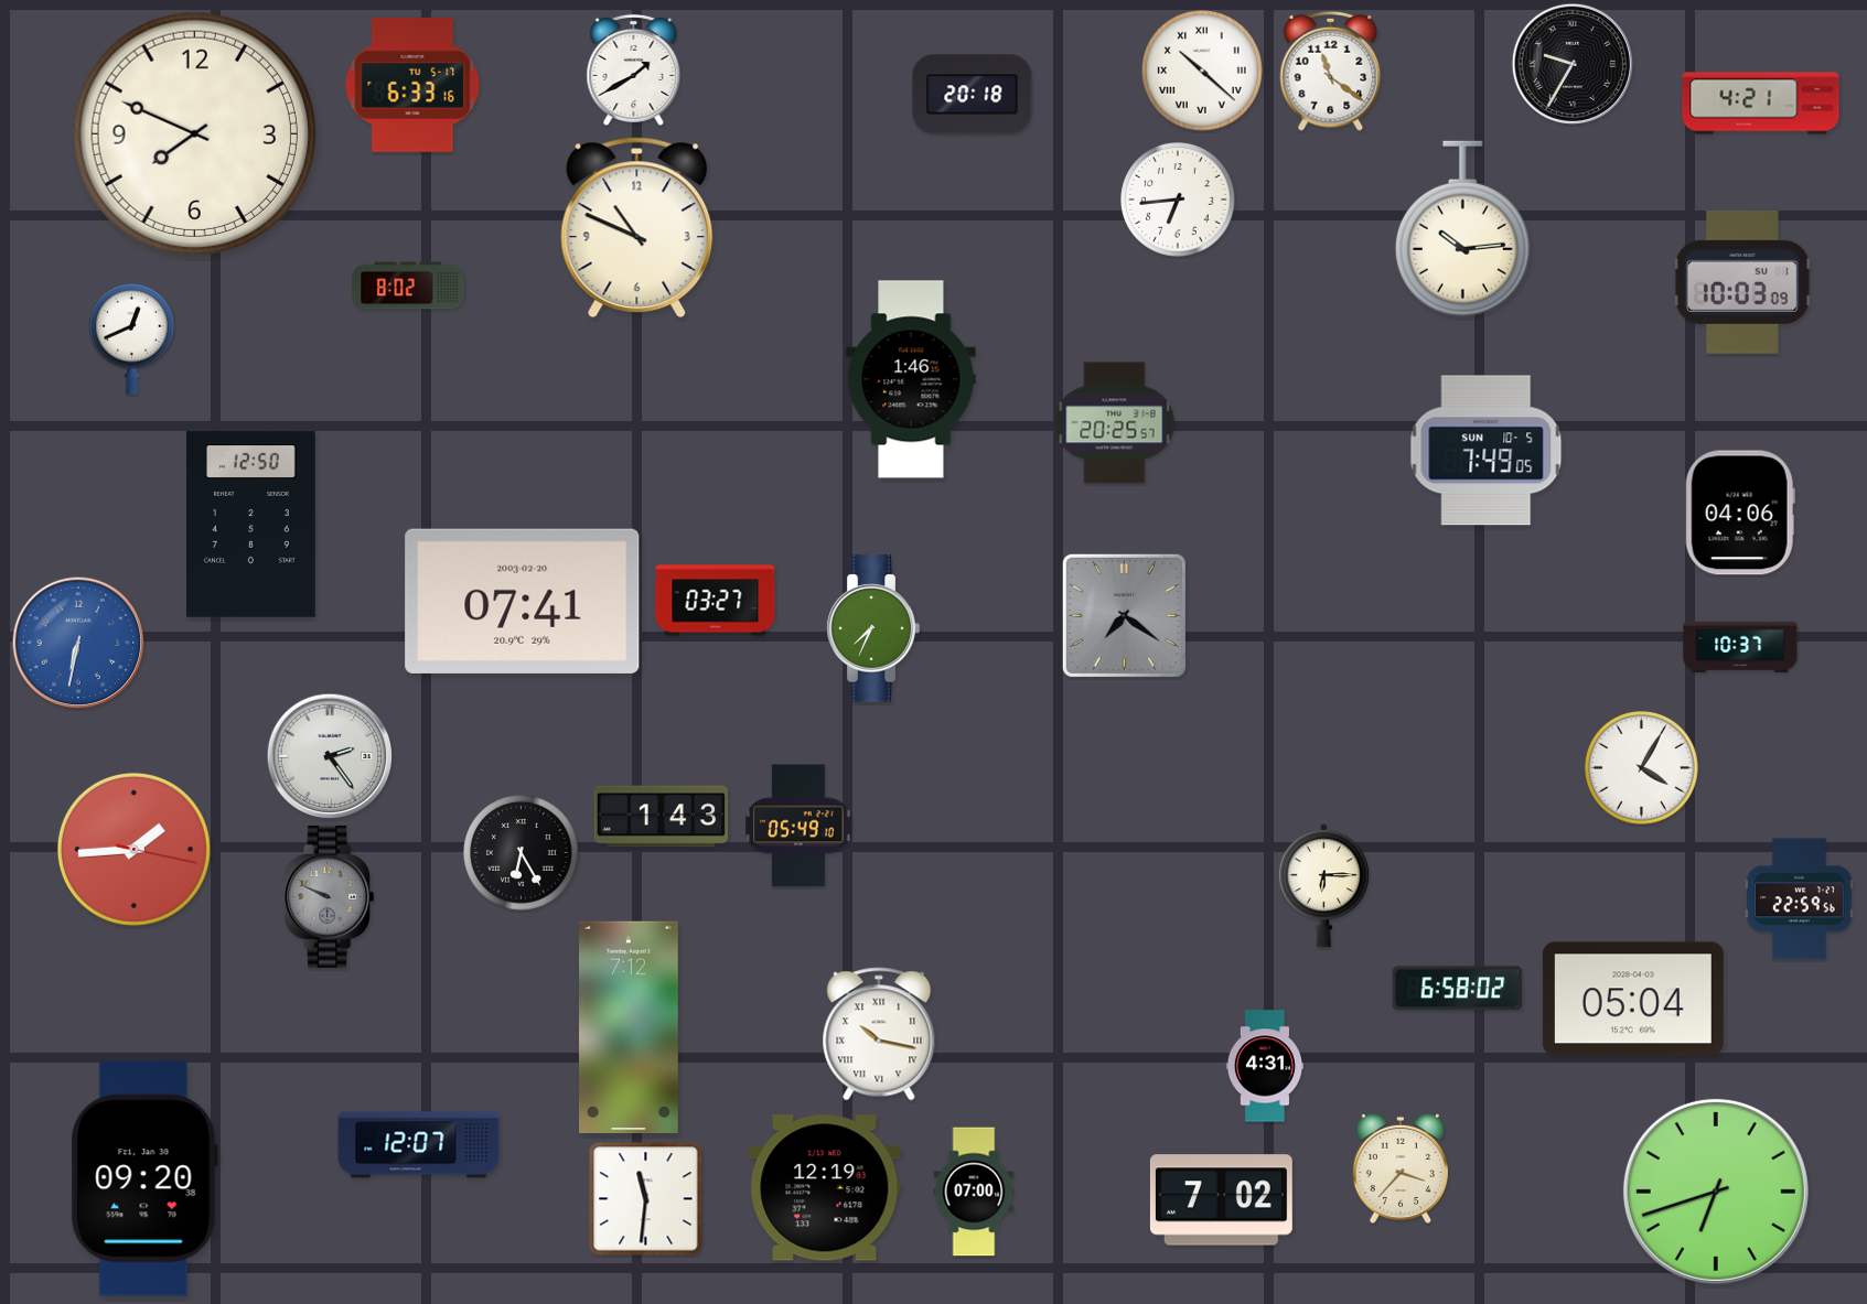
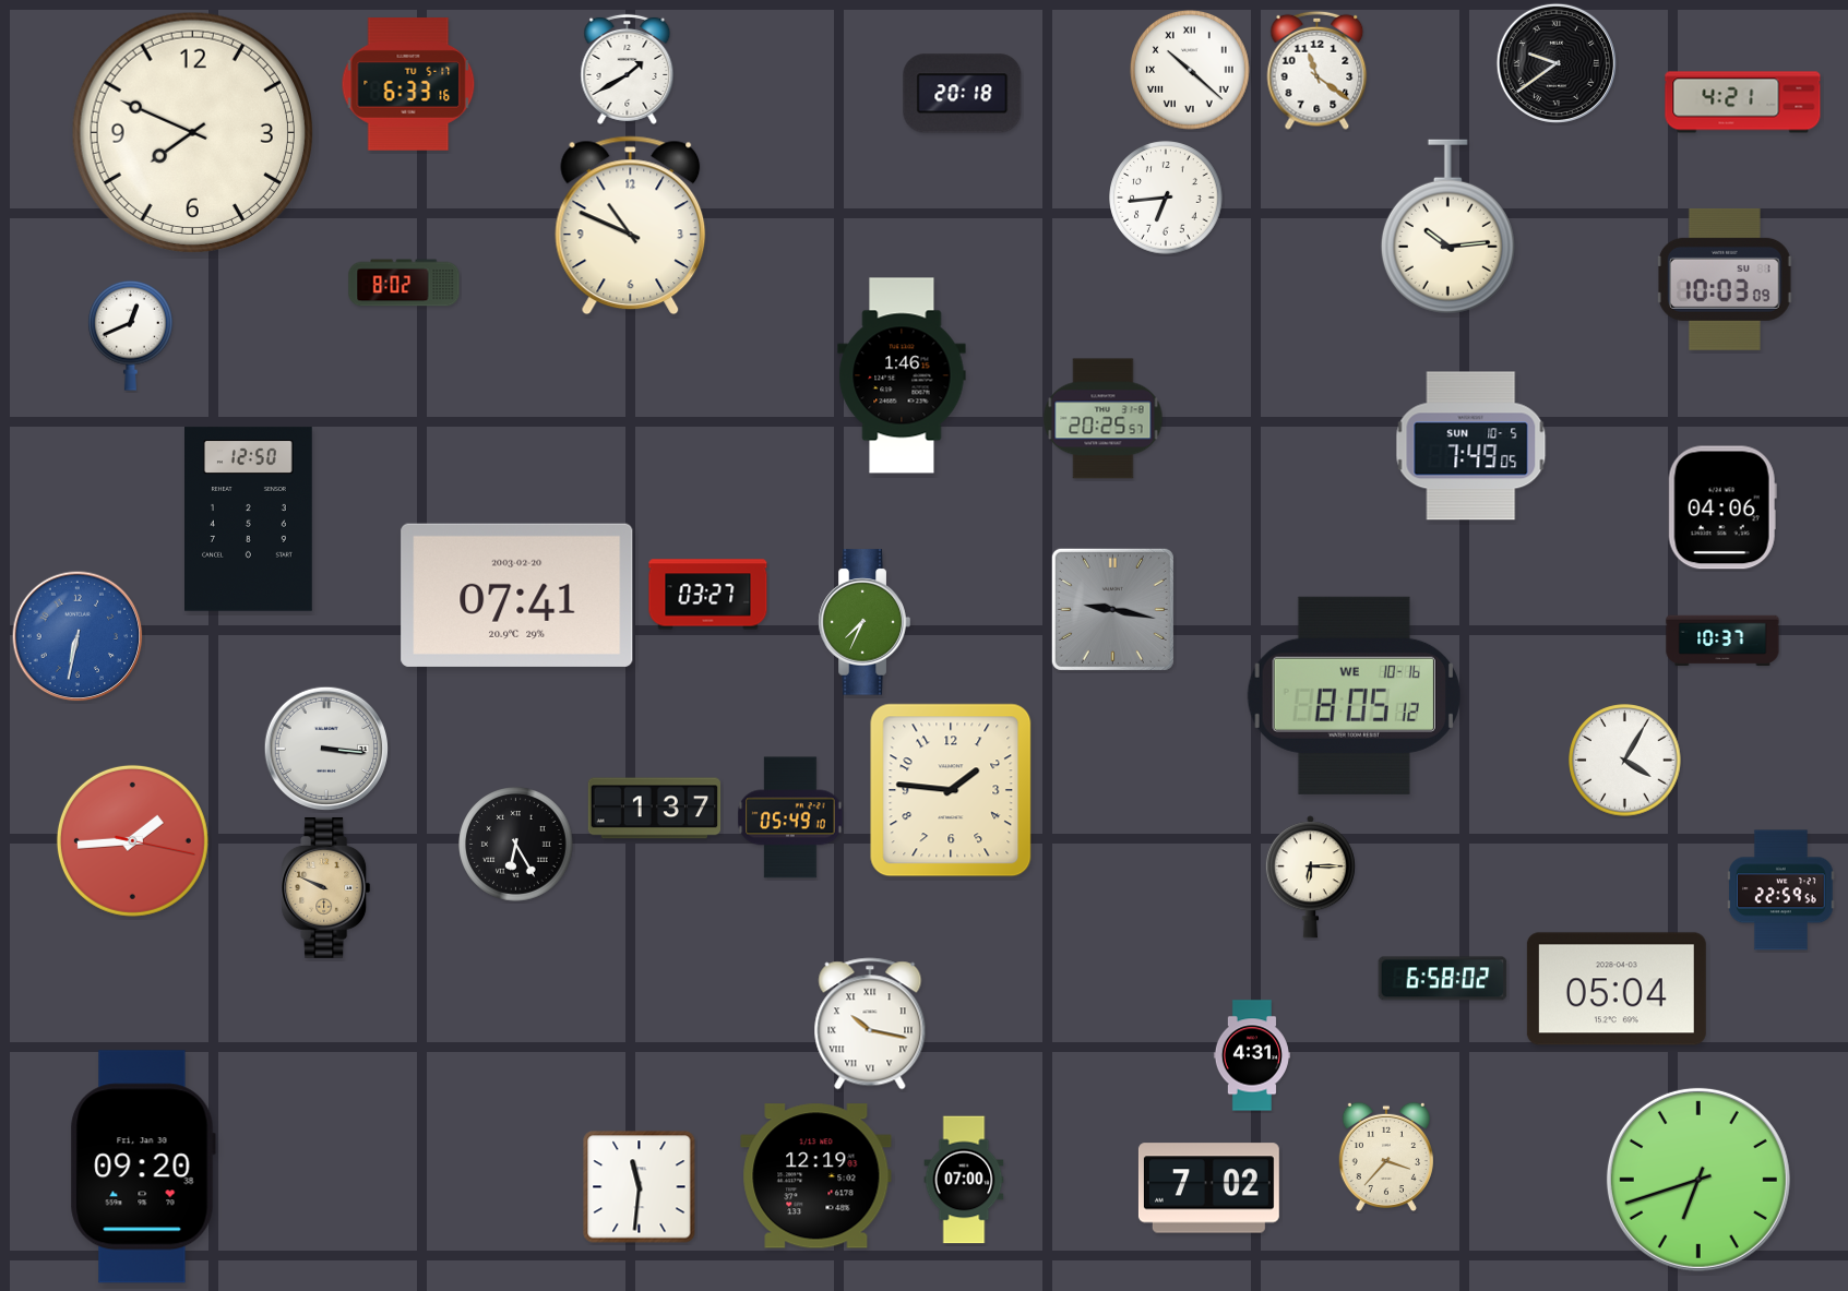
clock at (1573, 64): 9:35 -> 9:39
clock at (1124, 615): 7:21 -> 9:17
clock at (1354, 695): none -> 8:05
clock at (330, 756): 2:24 -> 3:16
clock at (951, 790): none -> 1:46
clock at (662, 817): 1:43 -> 1:37
clock at (330, 896) dial: grey -> champagne
clock at (630, 1026): 7:12 -> none
clock at (419, 1145): 12:07 -> none
